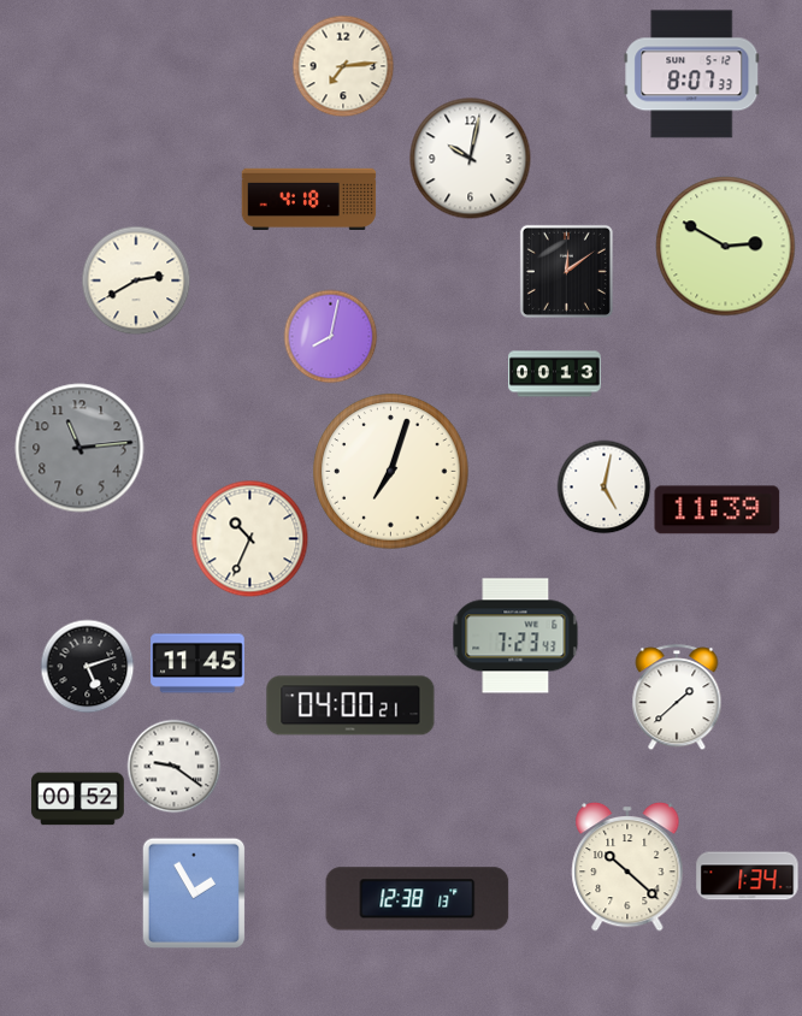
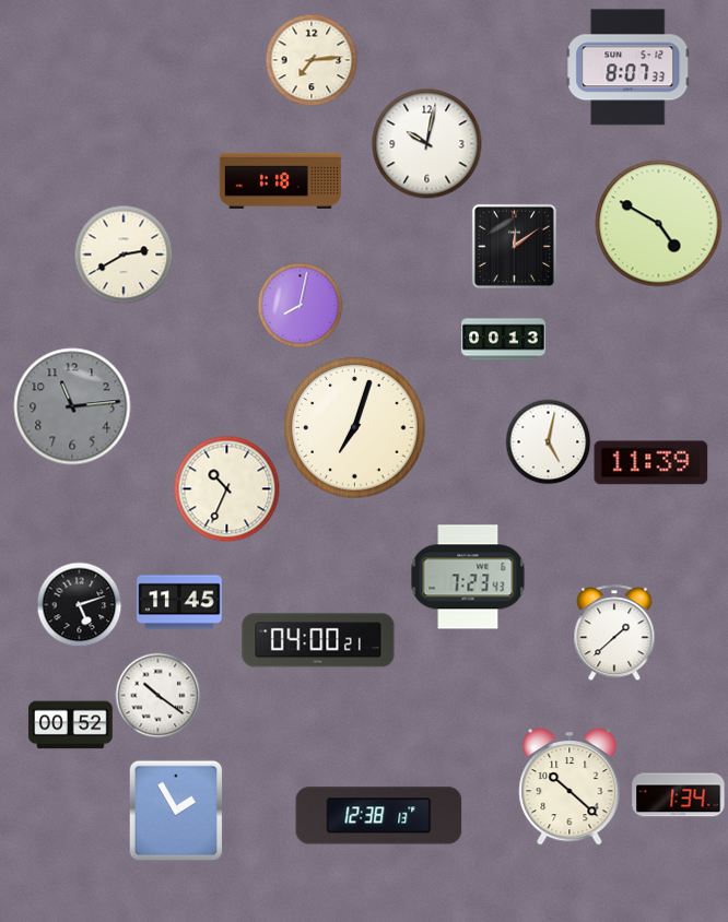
clock at (309, 200): 4:18 -> 1:18
clock at (726, 247): 2:50 -> 4:50
clock at (173, 766): 9:21 -> 10:21
